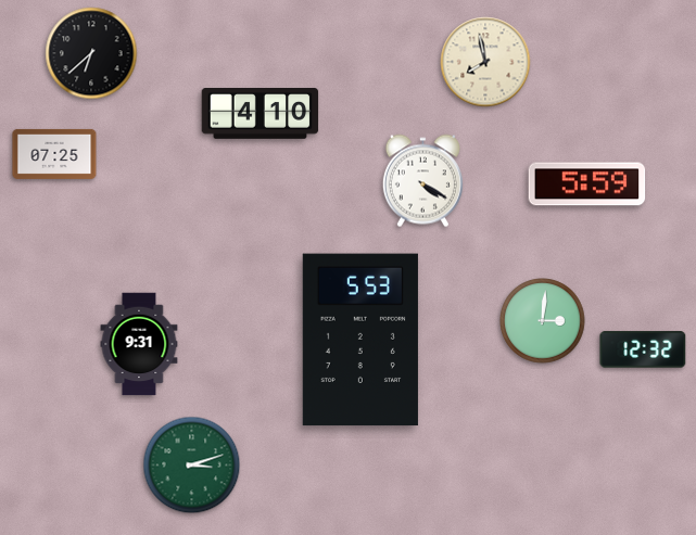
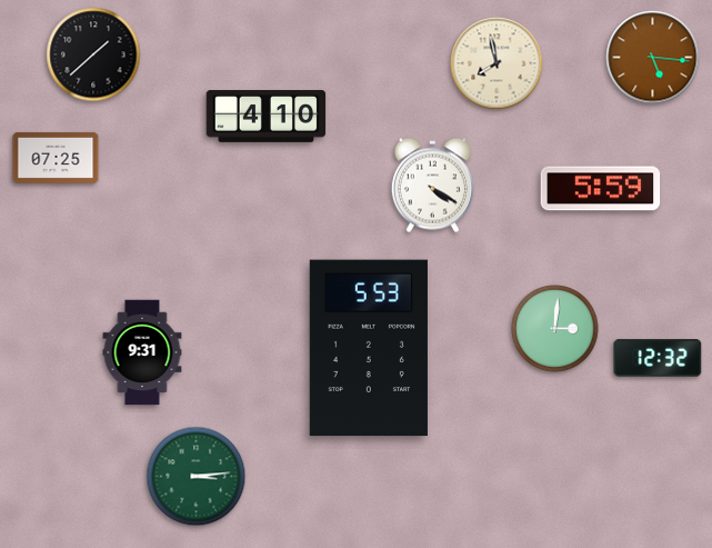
clock at (91, 53): 6:38 -> 1:38
clock at (653, 58): none -> 5:16
clock at (192, 466): 3:12 -> 3:14
